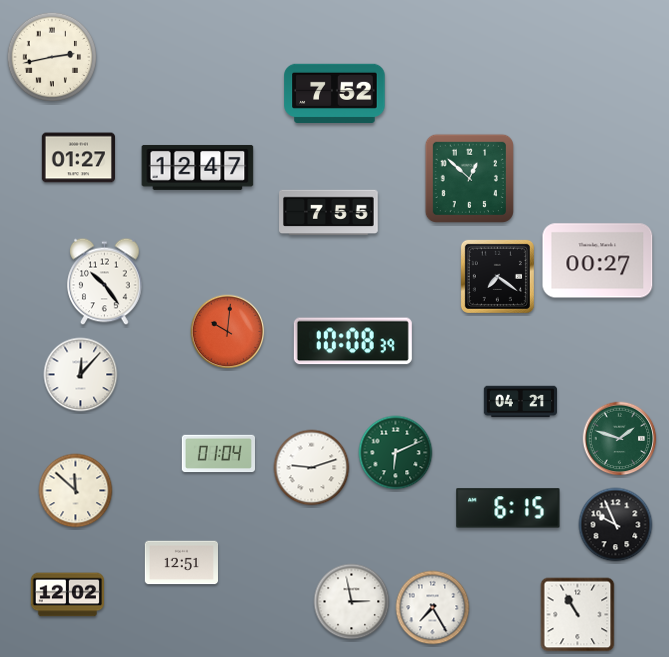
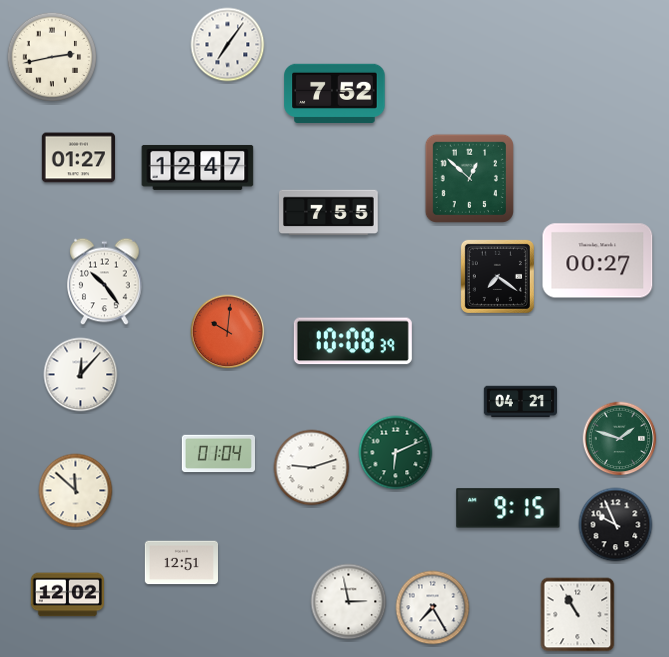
clock at (228, 45): none -> 7:06
clock at (508, 508): 6:15 -> 9:15
clock at (352, 602) position: (352, 602) -> (349, 602)
